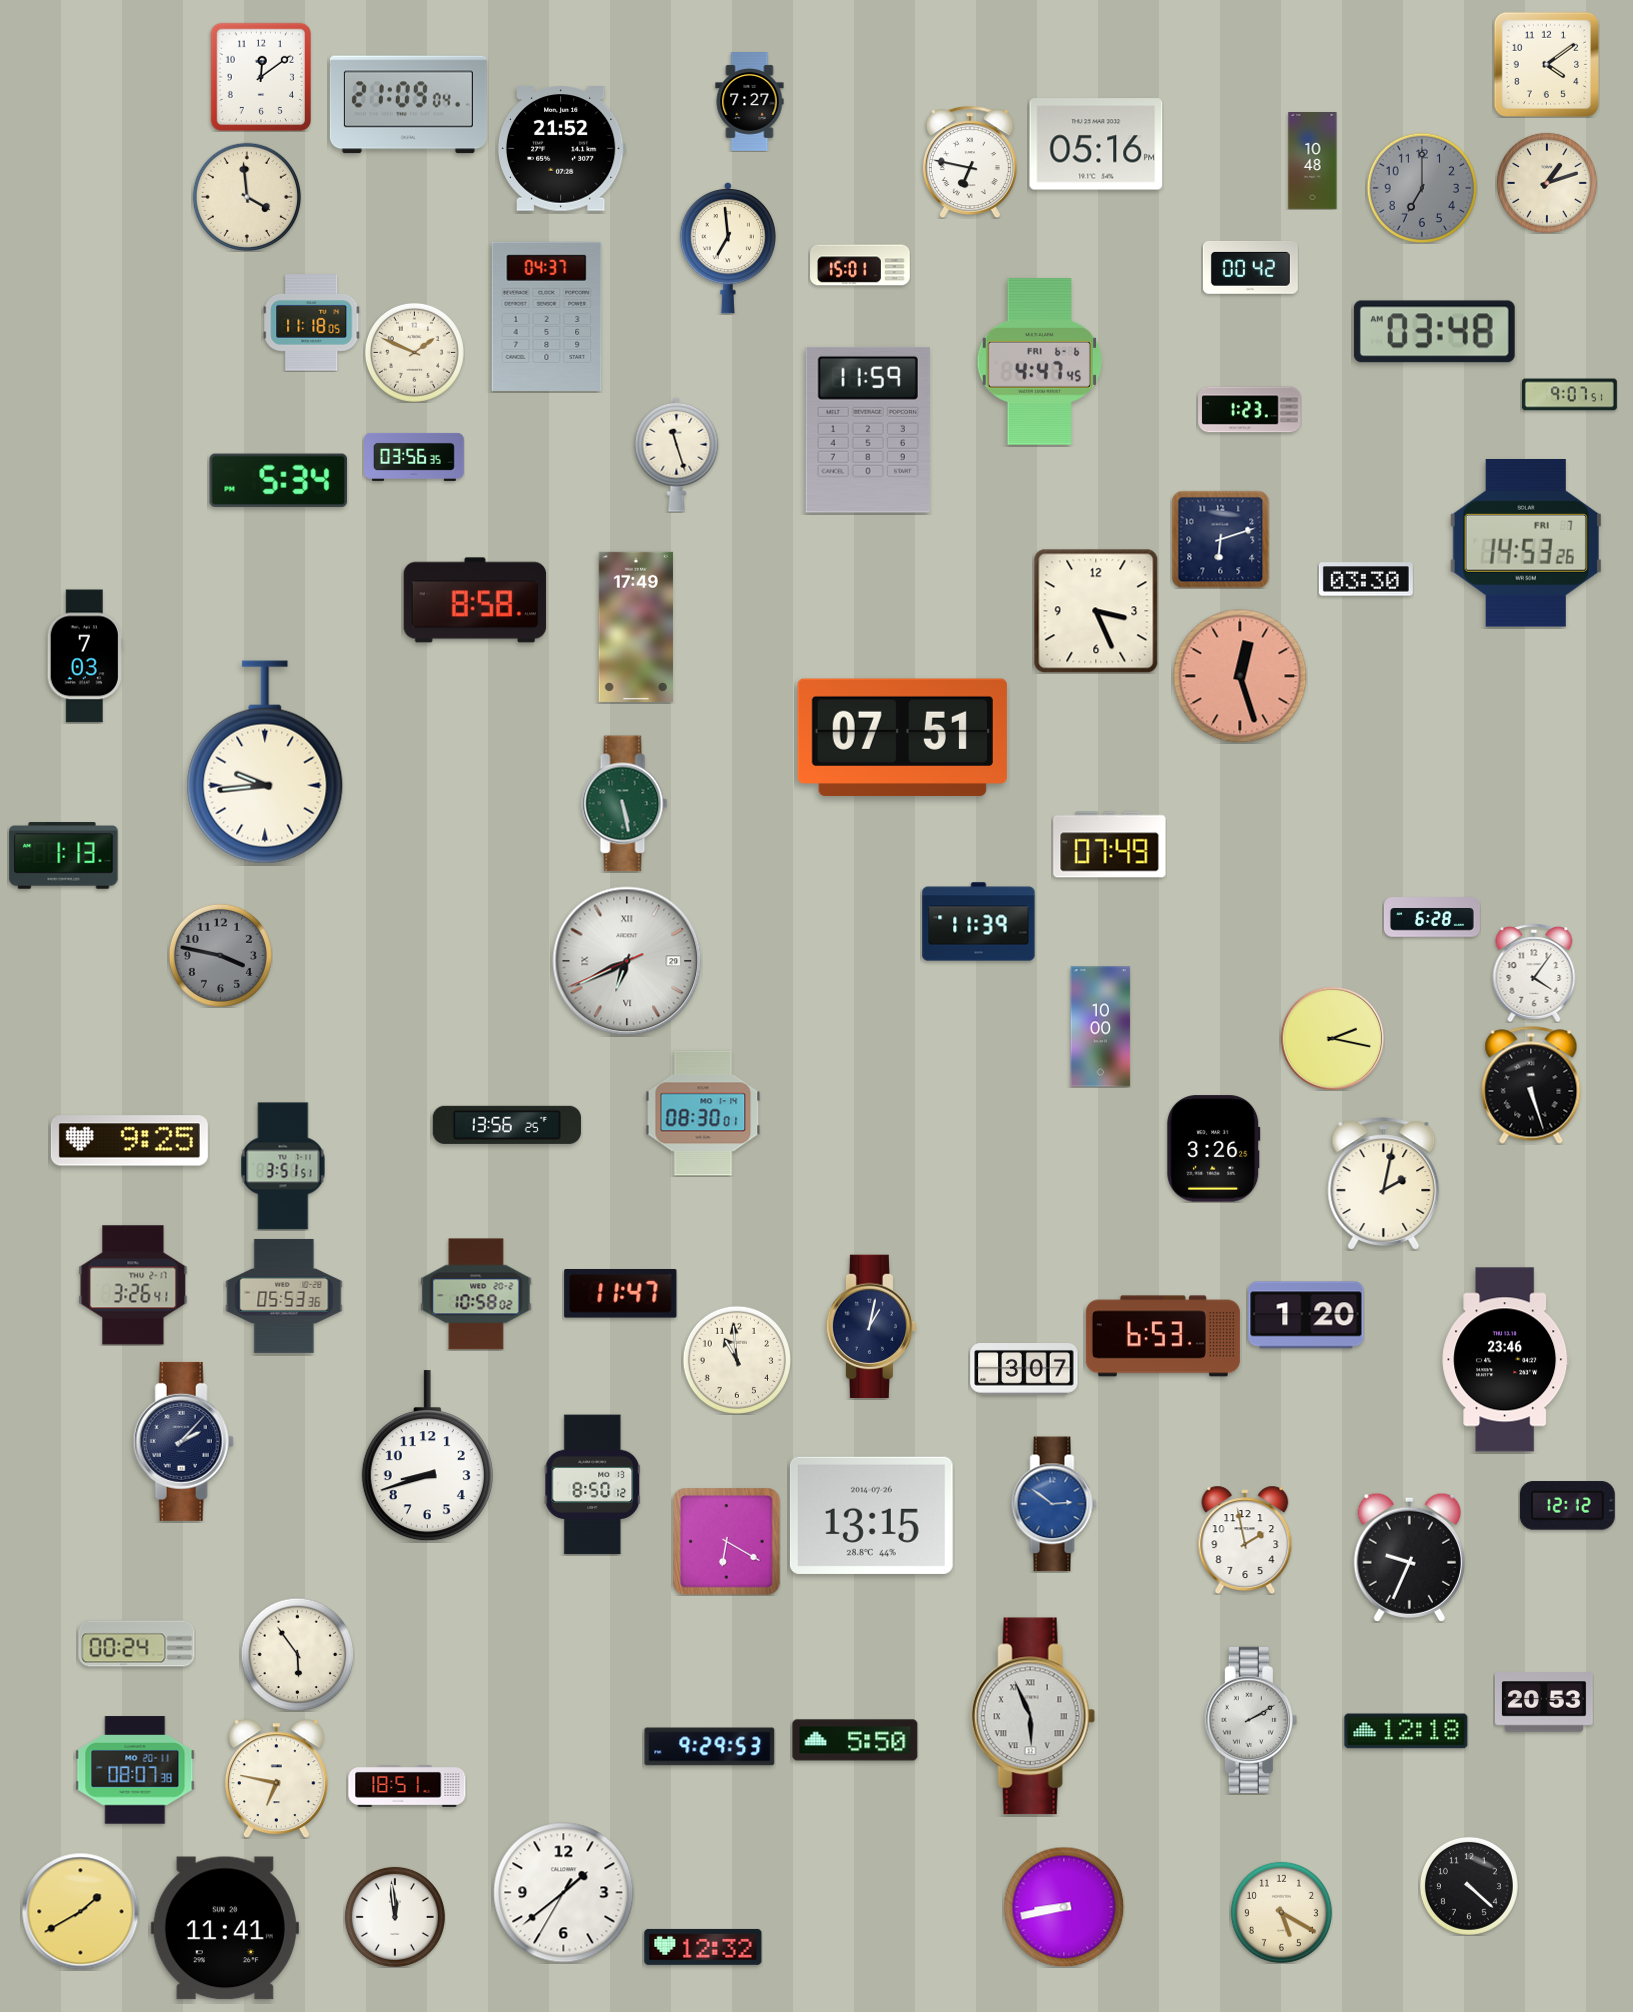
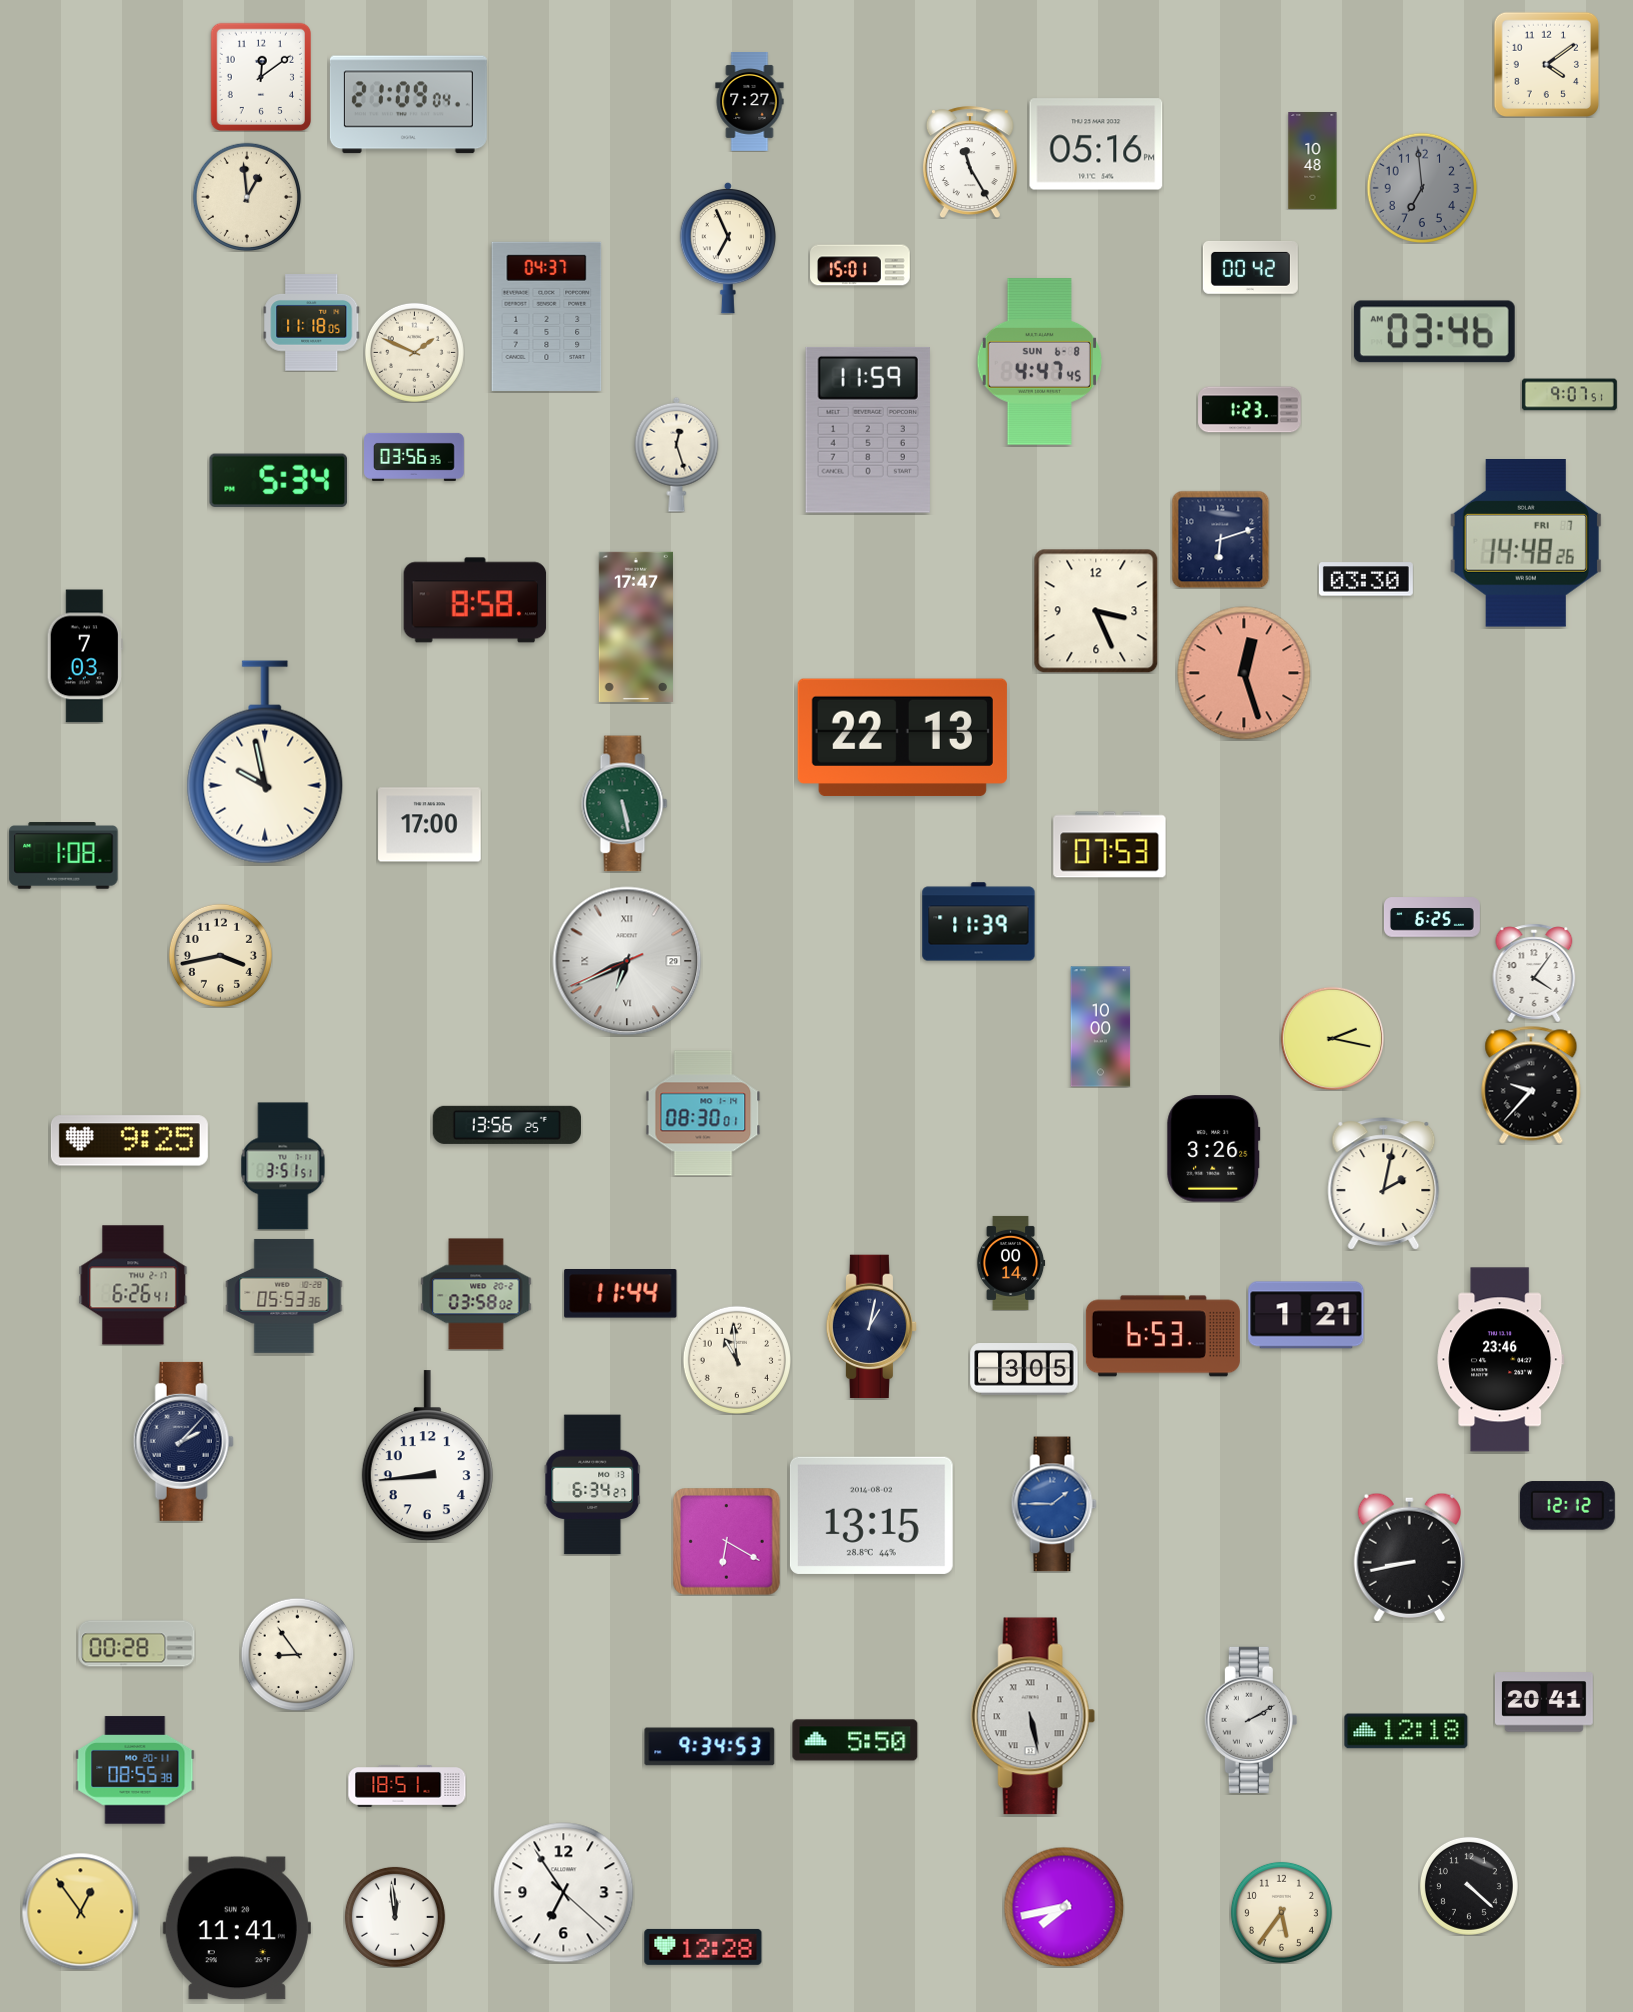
clock at (561, 149): 21:52 -> none
clock at (970, 162): 6:47 -> 11:25
clock at (1547, 183): 1:12 -> none
clock at (1421, 187): 7:00 -> 6:59
clock at (246, 196): 3:59 -> 12:59
clock at (727, 248): 6:59 -> 6:56
clock at (1434, 332): 03:48 -> 03:46
clock at (1039, 362) date: FRI 6-6 -> SUN 6-8
clock at (677, 454): 11:27 -> 12:27
clock at (1526, 544): 14:53 -> 14:48
clock at (636, 627): 17:49 -> 17:47
clock at (1240, 676) position: (1240, 676) -> (1244, 673)
clock at (902, 738): 07:51 -> 22:13
clock at (265, 762): 9:44 -> 9:58
clock at (430, 825): none -> 17:00
clock at (1110, 845): 07:49 -> 07:53
clock at (64, 856): 1:13 -> 1:08
clock at (1432, 917): 6:28 -> 6:25
clock at (220, 955): 3:47 -> 3:43
clock at (220, 955) dial: grey -> cream
clock at (1531, 1085): 5:27 -> 9:37
clock at (1011, 1263): none -> 00:14
clock at (133, 1285): 3:26 -> 6:26
clock at (476, 1294): 10:58 -> 03:58
clock at (621, 1294): 11:47 -> 11:44
clock at (1306, 1315): 1:20 -> 1:21
clock at (1506, 1360) position: (1506, 1360) -> (1501, 1360)
clock at (1024, 1370): 3:07 -> 3:05
clock at (427, 1456): 8:42 -> 8:44
clock at (593, 1485): 8:50 -> 6:34
clock at (1054, 1504): 2:51 -> 1:45
clock at (871, 1515) date: 2014-07-26 -> 2014-08-02
clock at (1245, 1539): 1:58 -> none
clock at (1409, 1557): 9:34 -> 8:43
clock at (137, 1644): 00:24 -> 00:28
clock at (297, 1654): 5:54 -> 8:54
clock at (1544, 1702): 20:53 -> 20:41
clock at (1033, 1716): 5:56 -> 5:28
clock at (710, 1747): 9:29 -> 9:34
clock at (135, 1770): 08:07 -> 08:55
clock at (276, 1779): 6:47 -> none
clock at (564, 1893): 1:38 -> 6:54
clock at (1064, 1907): 8:43 -> 7:43
clock at (80, 1911): 1:40 -> 12:54
clock at (1281, 1912): 5:20 -> 5:36
clock at (225, 1928) position: (225, 1928) -> (237, 1928)
clock at (703, 1947): 12:32 -> 12:28
